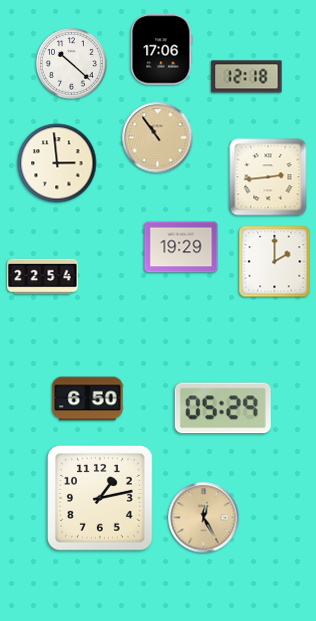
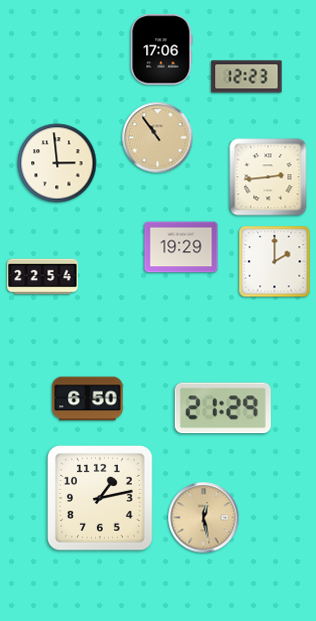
clock at (72, 64): 10:22 -> none
clock at (247, 77): 12:18 -> 12:23
clock at (223, 408): 05:29 -> 21:29
clock at (204, 518): 12:25 -> 12:28
